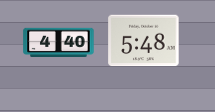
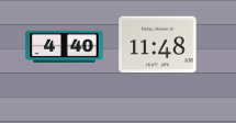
clock at (144, 41): 5:48 -> 11:48
